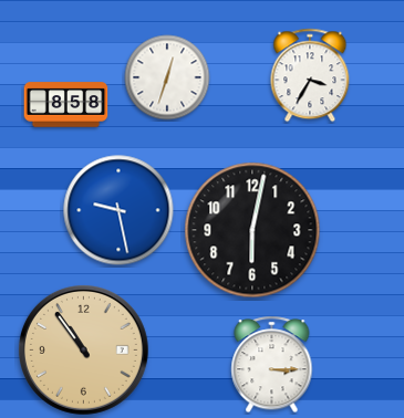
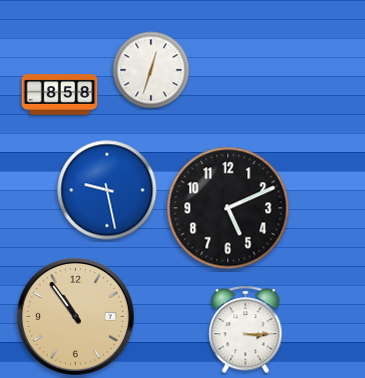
clock at (310, 75): 3:35 -> none
clock at (252, 230): 6:02 -> 5:11
